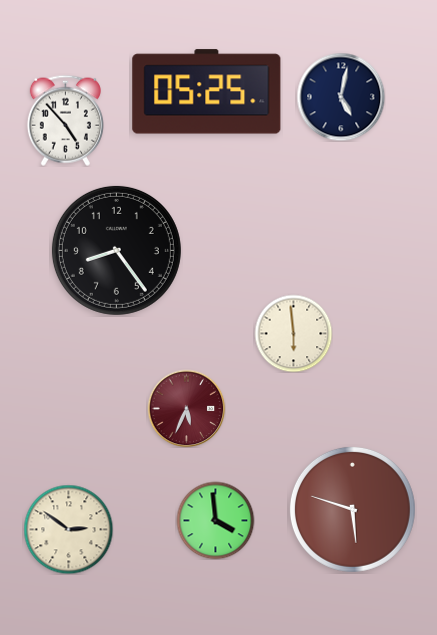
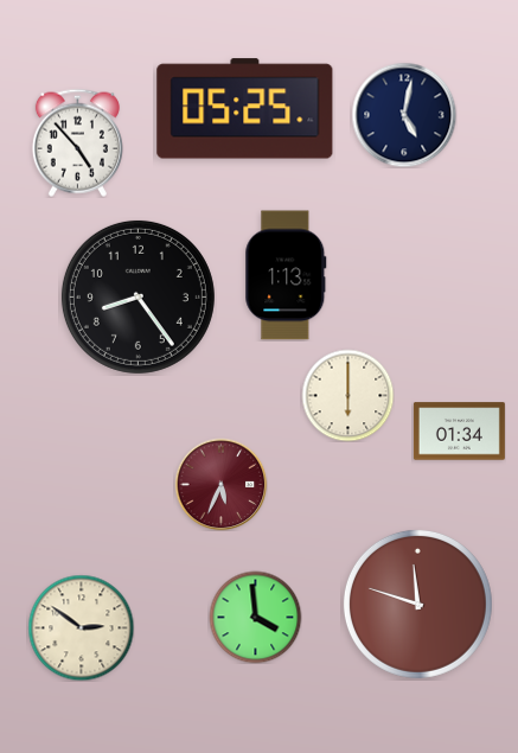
clock at (286, 275): none -> 1:13
clock at (293, 333): 5:59 -> 6:00
clock at (459, 432): none -> 01:34
clock at (352, 509): 5:48 -> 11:48
